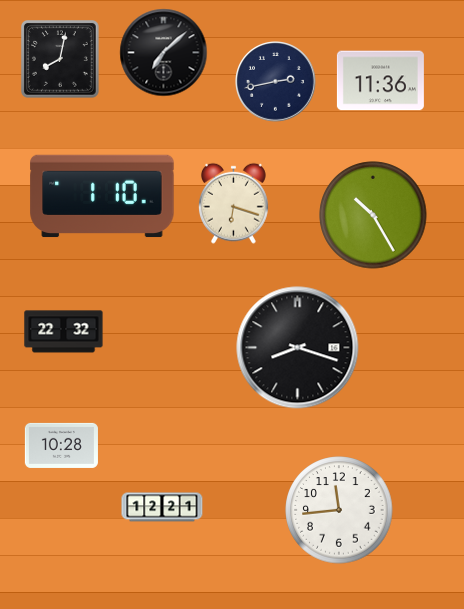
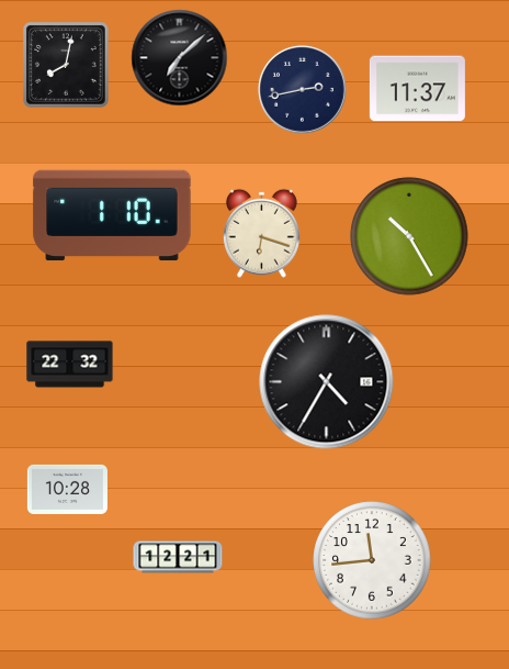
clock at (380, 81): 11:36 -> 11:37
clock at (233, 203) position: (233, 203) -> (261, 233)
clock at (298, 348): 8:18 -> 4:35
